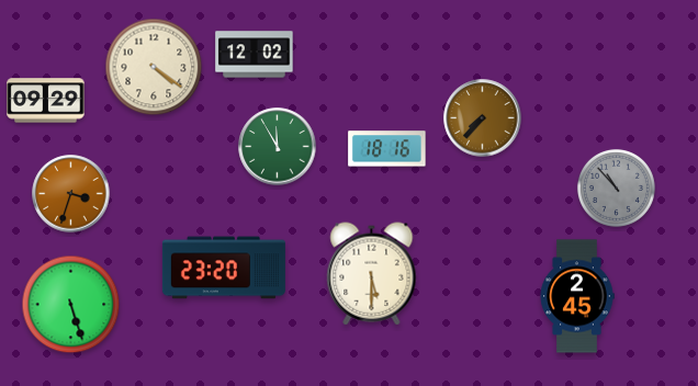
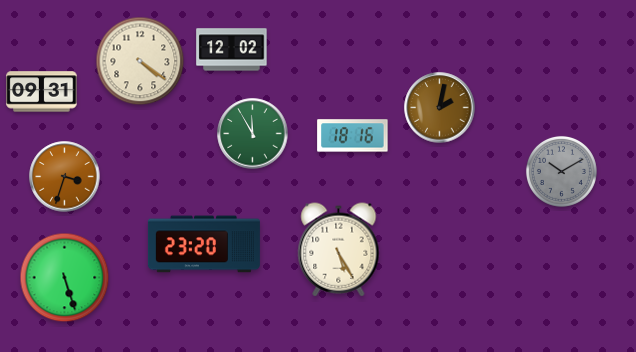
clock at (46, 101): 09:29 -> 09:31
clock at (483, 118): 7:37 -> 2:02
clock at (616, 188): 10:53 -> 10:10
clock at (372, 274): 5:30 -> 5:25
clock at (577, 296): 2:45 -> none
